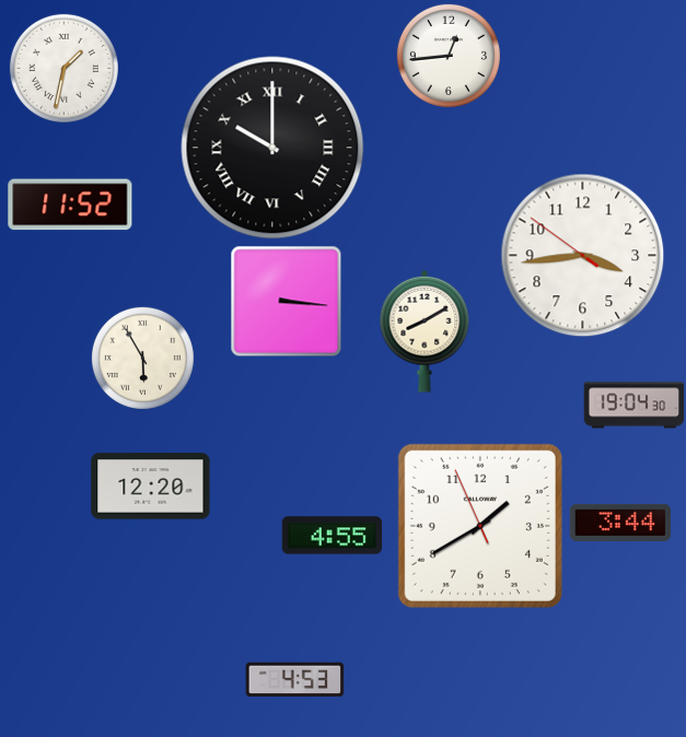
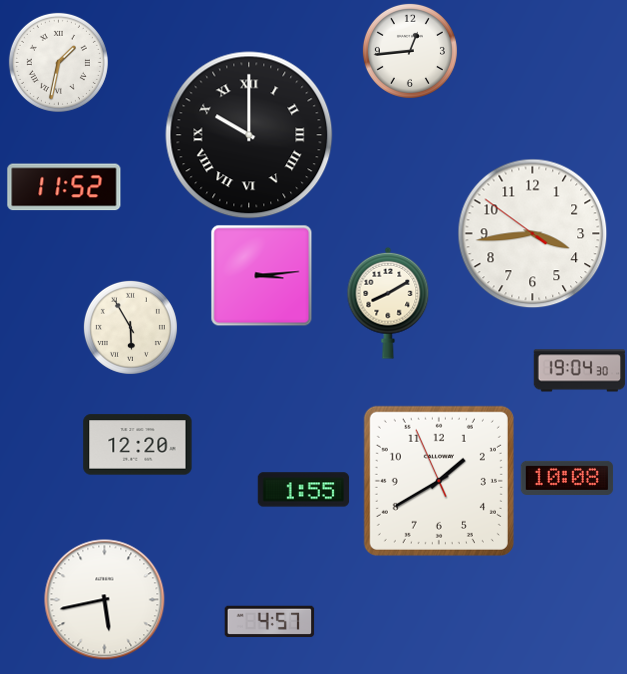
clock at (287, 302): 3:16 -> 3:14
clock at (620, 523): 3:44 -> 10:08
clock at (333, 536): 4:55 -> 1:55
clock at (105, 600): none -> 5:43
clock at (295, 680): 4:53 -> 4:57
